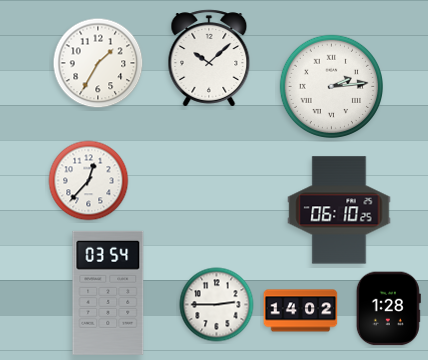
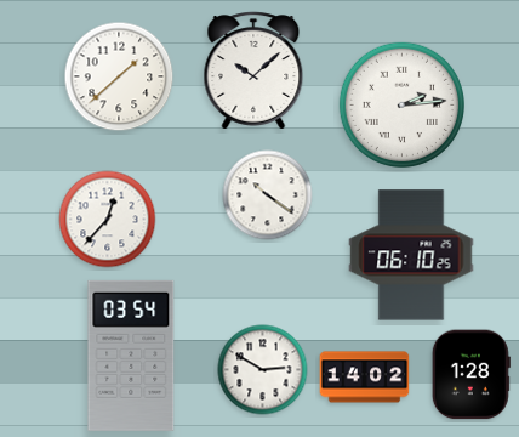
clock at (98, 63): 1:35 -> 1:38
clock at (268, 195): none -> 10:21
clock at (217, 305): 2:45 -> 2:50
